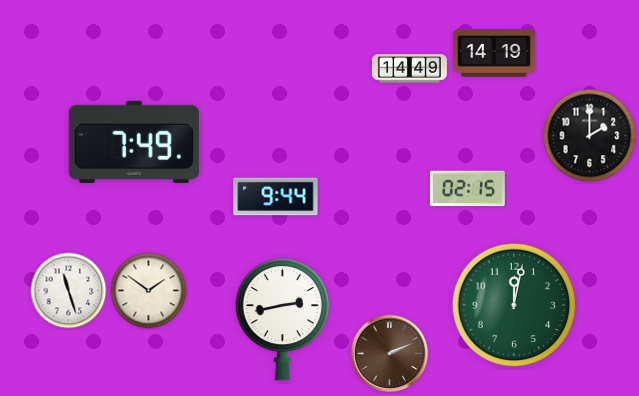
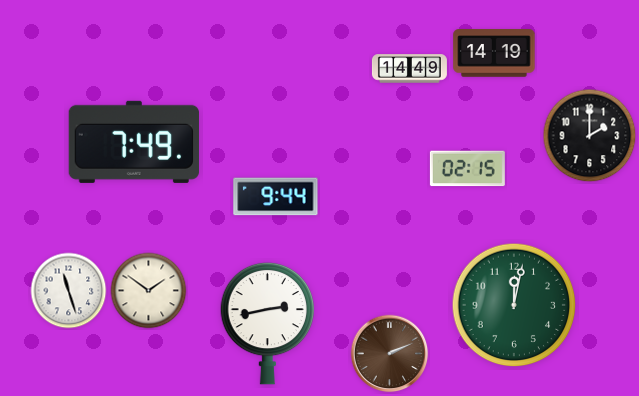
clock at (467, 189) position: (467, 189) -> (467, 169)
clock at (283, 319) position: (283, 319) -> (268, 323)
